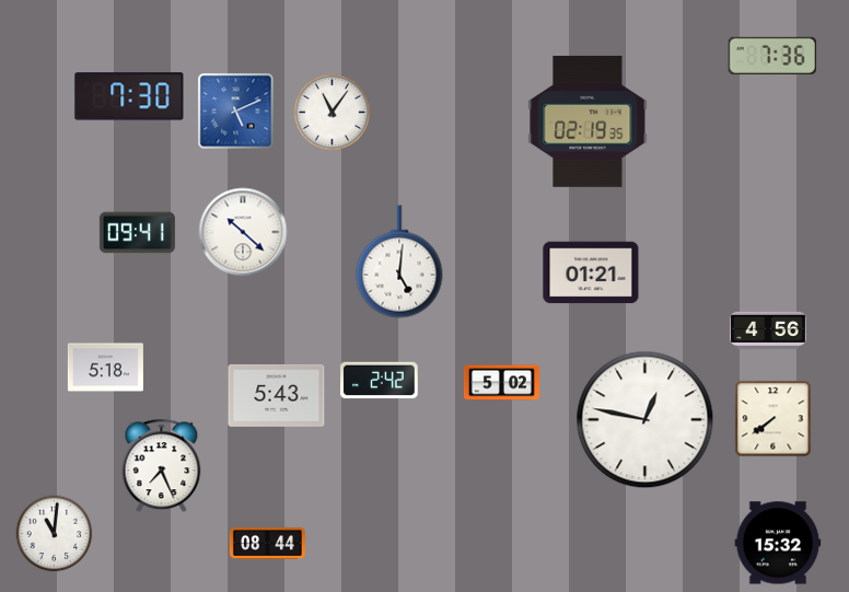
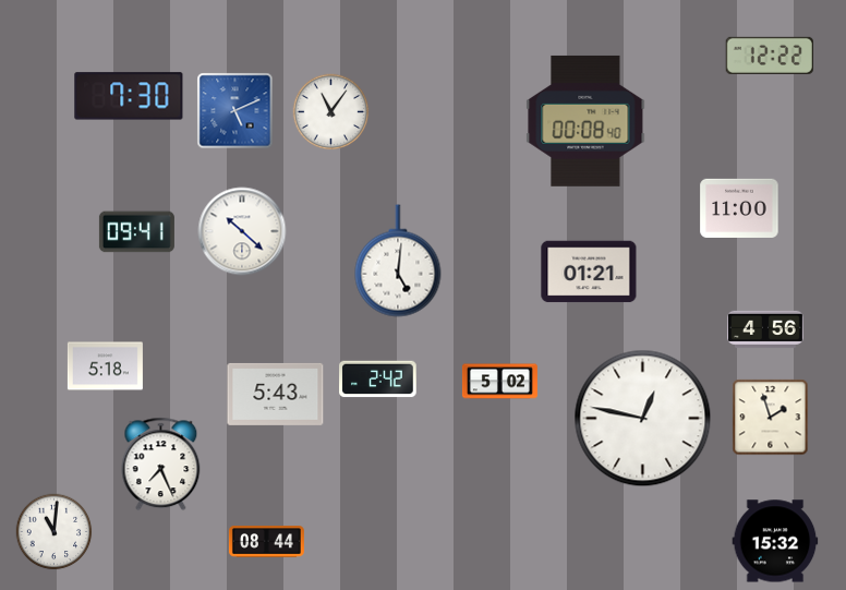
clock at (772, 56): 7:36 -> 12:22
clock at (588, 121): 02:19 -> 00:08
clock at (739, 208): none -> 11:00
clock at (774, 419): 7:39 -> 1:57
